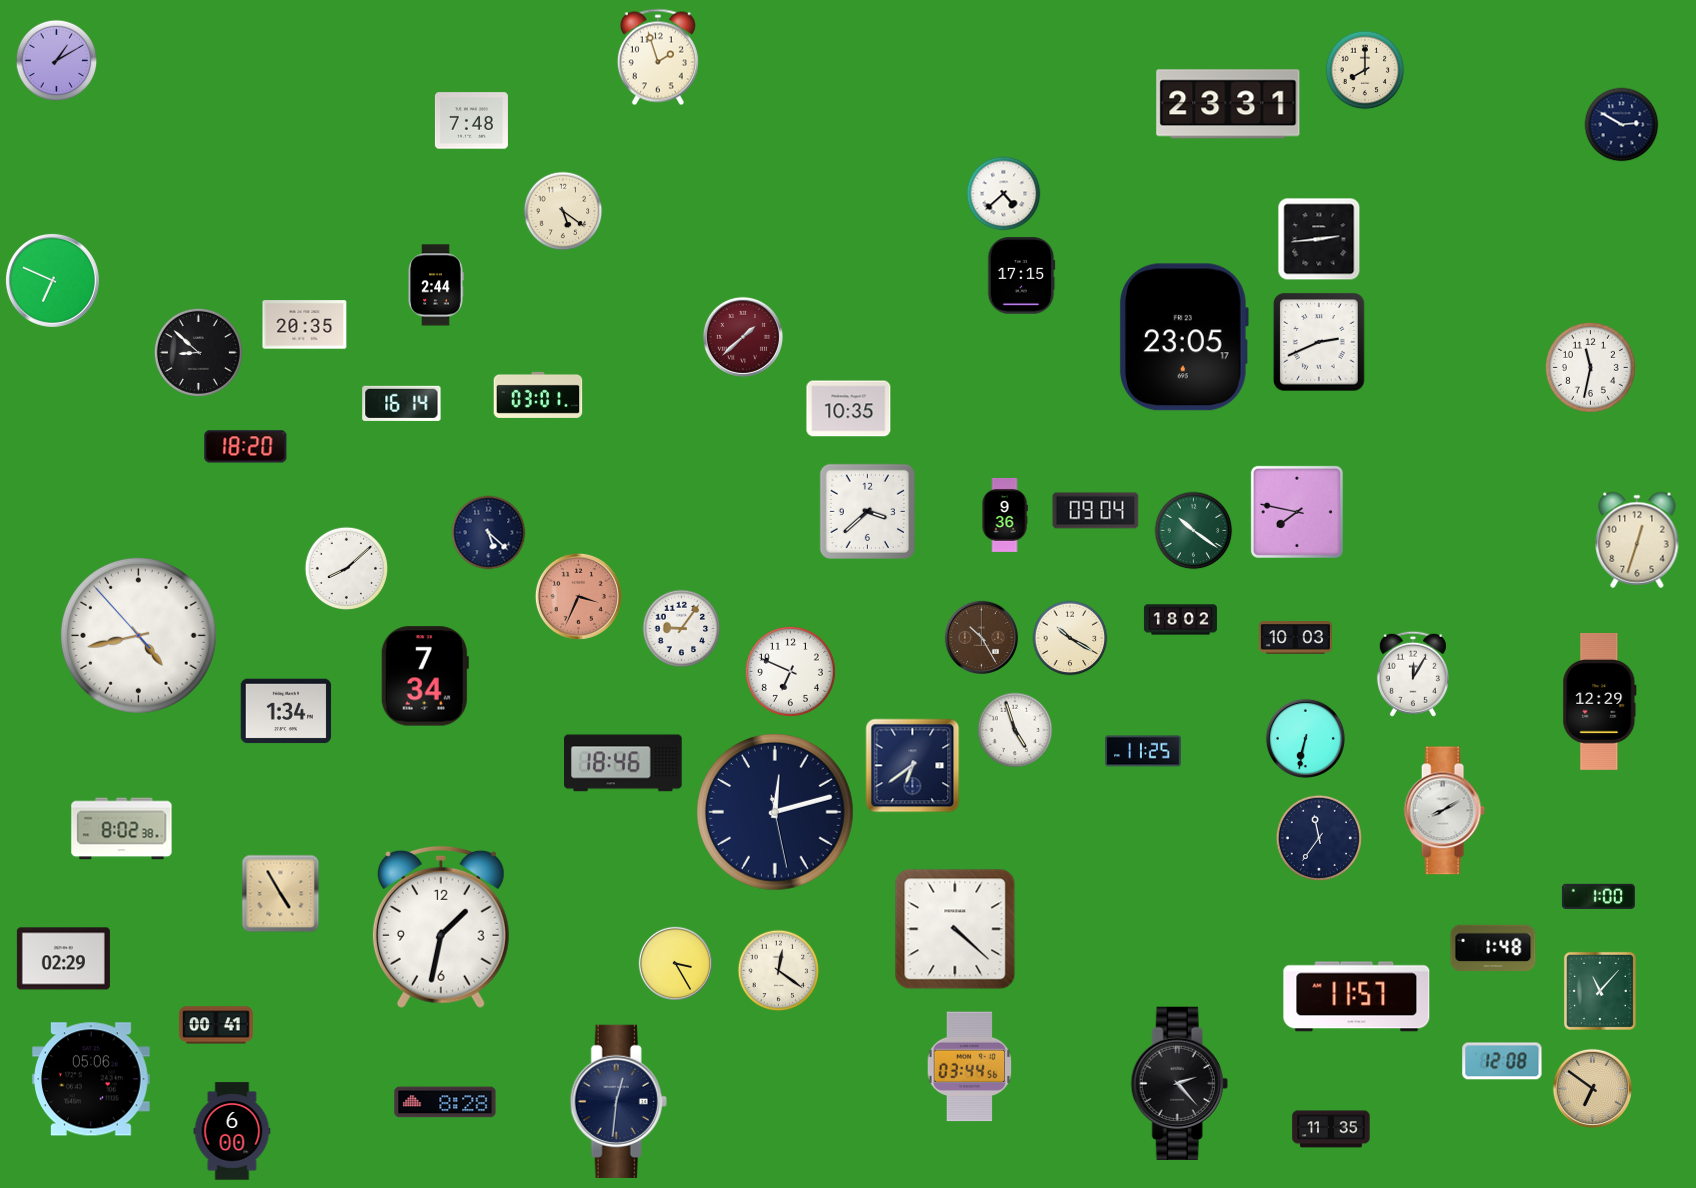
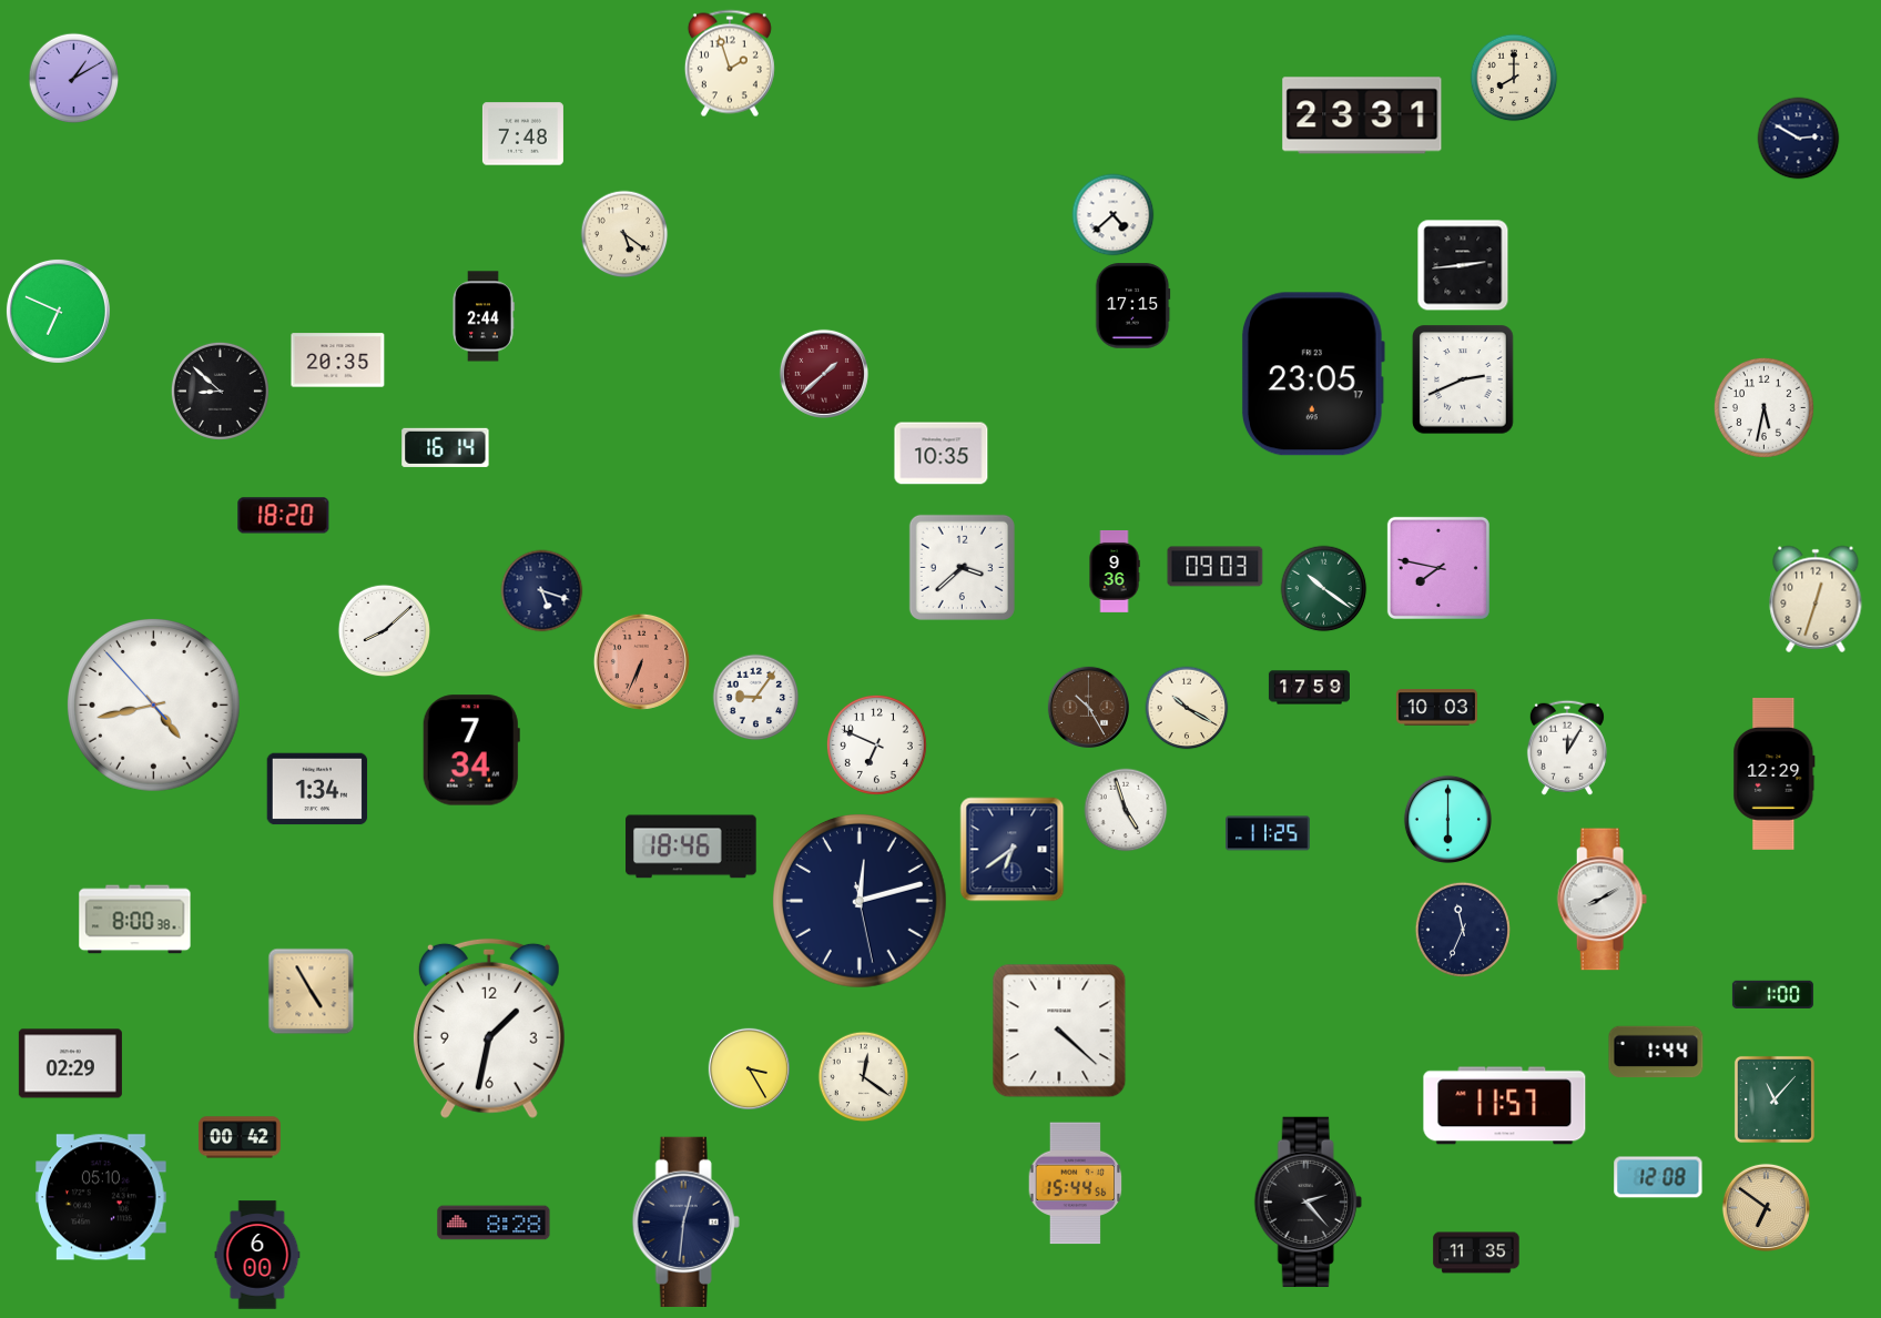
clock at (57, 61) position: (57, 61) -> (74, 79)
clock at (1590, 367): 11:32 -> 5:32
clock at (538, 395): 03:01 -> none
clock at (246, 447) position: (246, 447) -> (284, 516)
clock at (1096, 511): 09:04 -> 09:03
clock at (489, 533): 5:22 -> 5:18
clock at (578, 596): 3:34 -> 6:34
clock at (1180, 620): 18:02 -> 17:59
clock at (1600, 701) position: (1600, 701) -> (1775, 773)
clock at (1305, 738): 6:32 -> 6:00
clock at (122, 829): 8:02 -> 8:00
clock at (1319, 838): 11:36 -> 11:34
clock at (1493, 948): 1:48 -> 1:44
clock at (216, 1025): 00:41 -> 00:42
clock at (1502, 1061) position: (1502, 1061) -> (1658, 1177)
clock at (970, 1067): 03:44 -> 15:44
clock at (91, 1079): 05:06 -> 05:10
